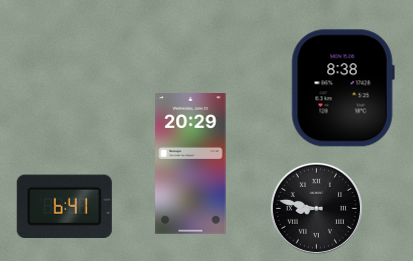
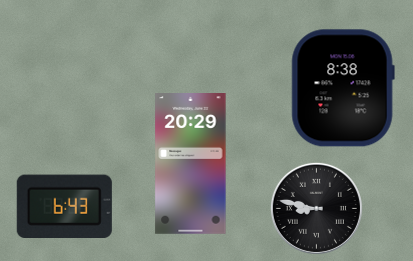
clock at (64, 207): 6:41 -> 6:43
